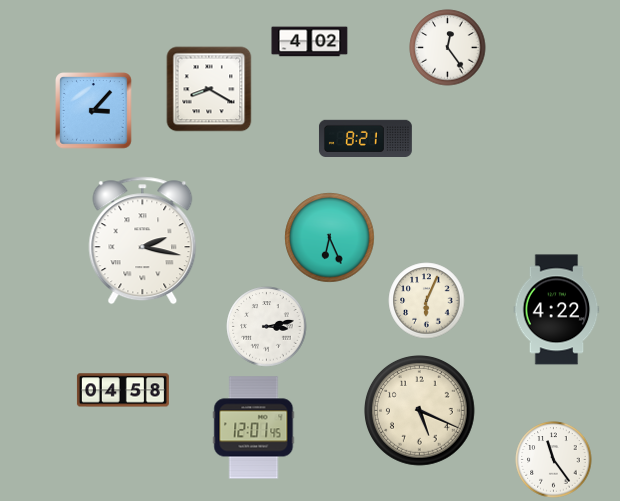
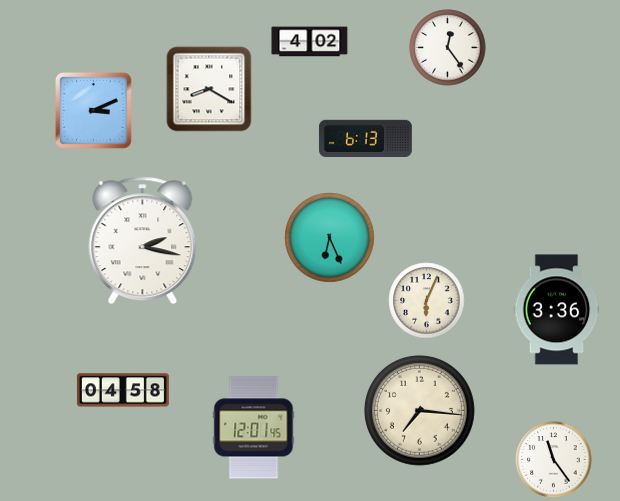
clock at (94, 111): 3:07 -> 3:11
clock at (365, 138): 8:21 -> 6:13
clock at (557, 310): 4:22 -> 3:36
clock at (267, 327): 3:13 -> none
clock at (420, 411): 5:19 -> 7:16
